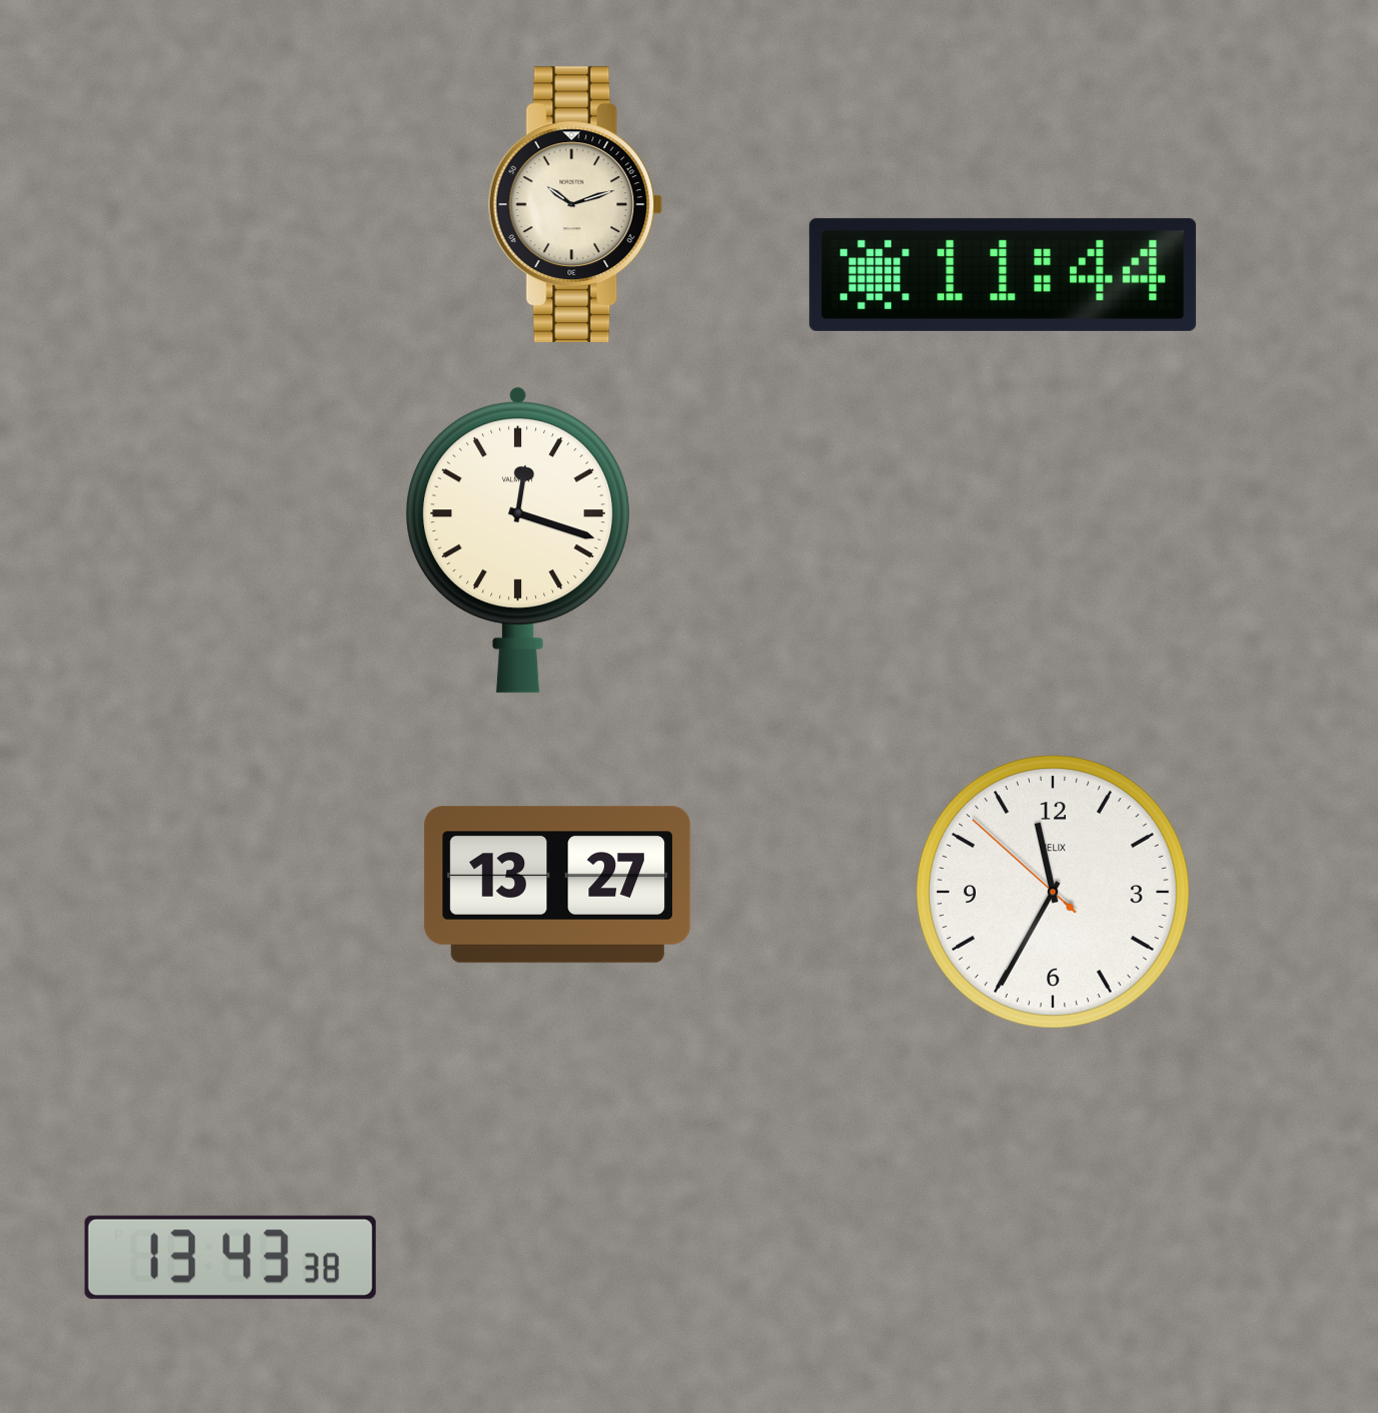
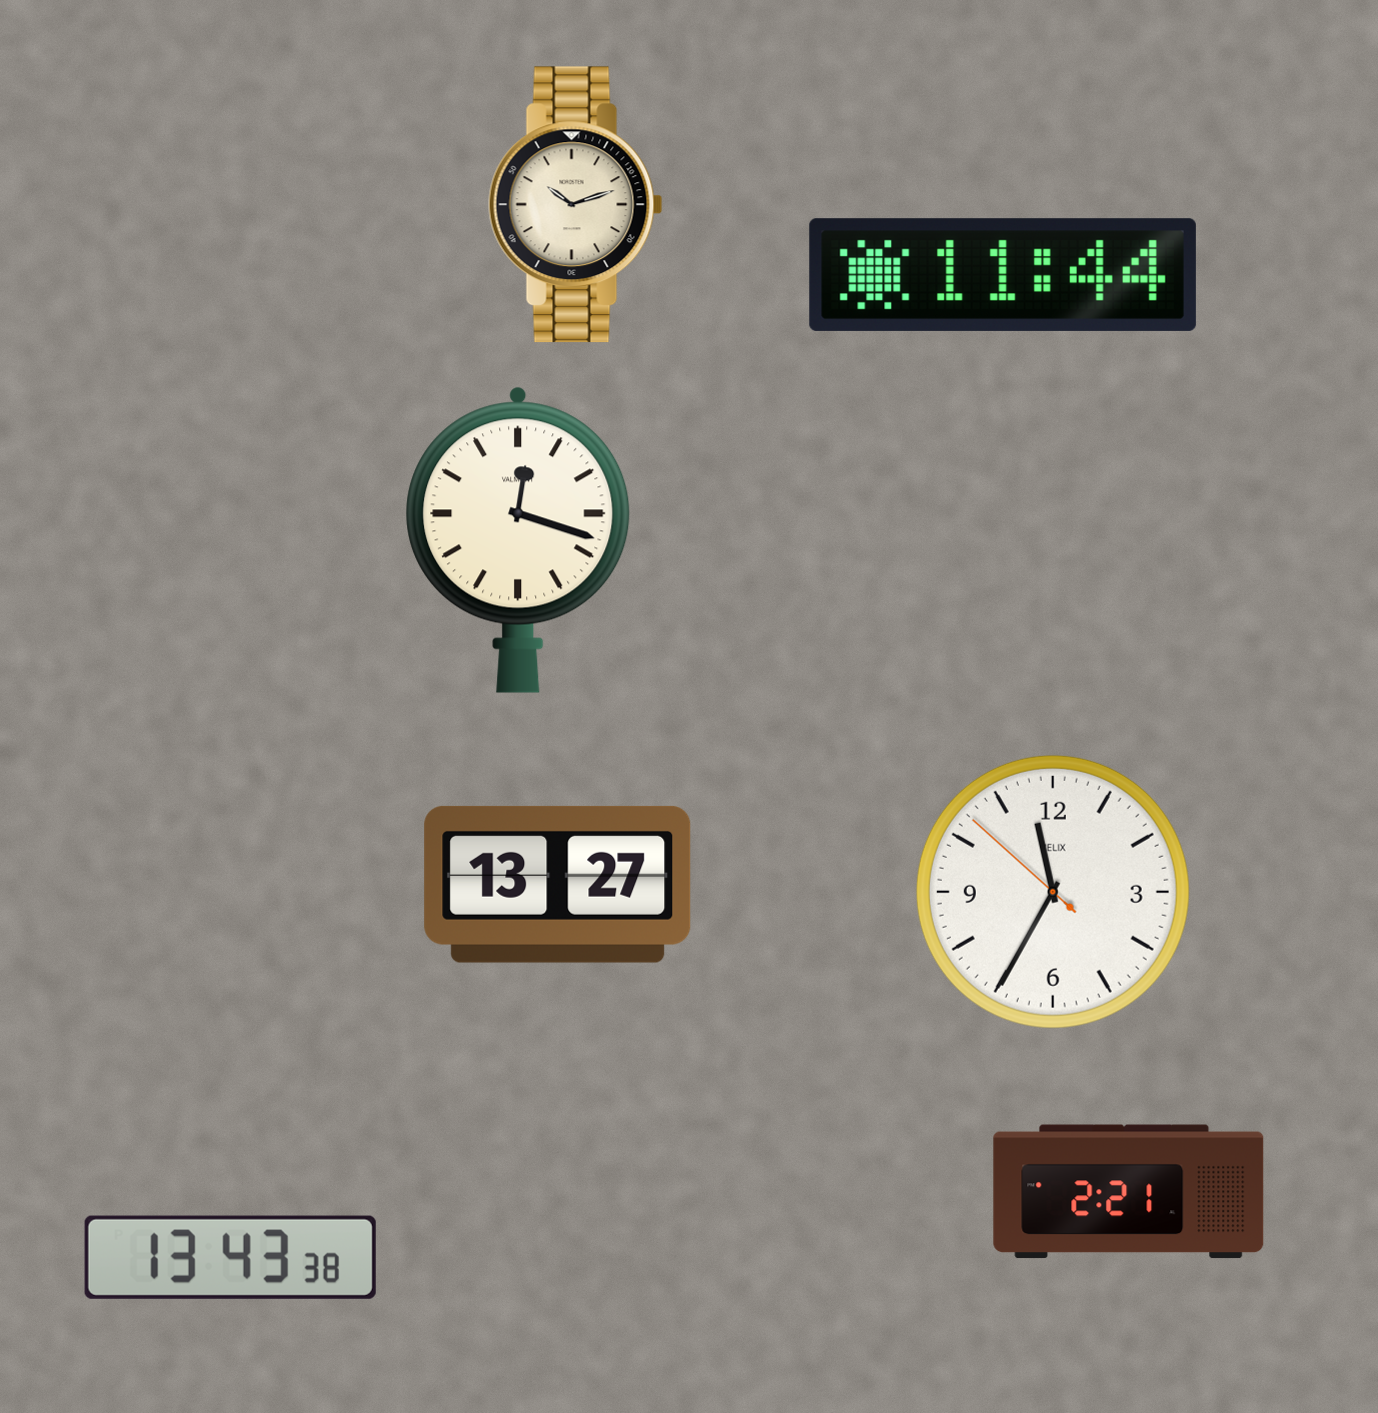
clock at (1129, 1192): none -> 2:21
